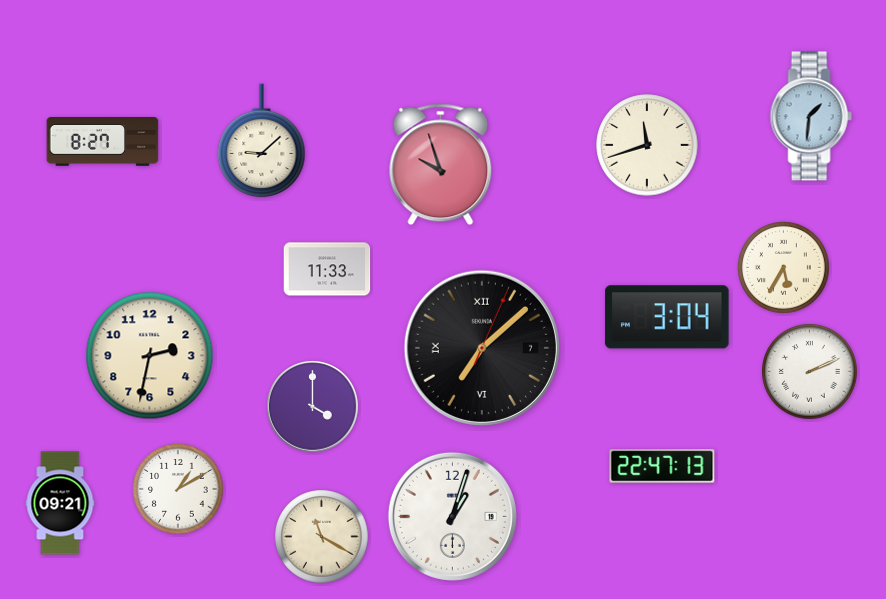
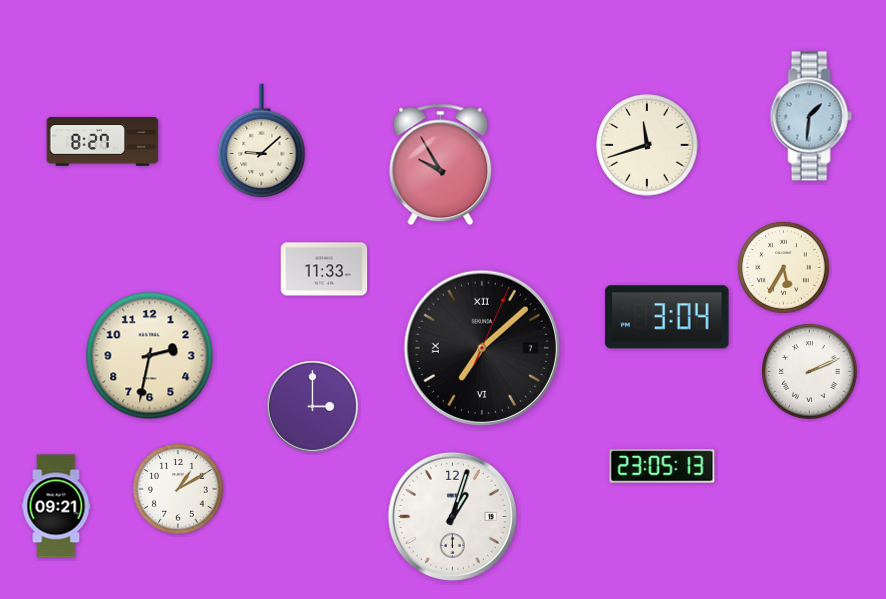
clock at (441, 165): 9:57 -> 9:55
clock at (327, 269) position: (327, 269) -> (324, 269)
clock at (313, 407): 4:00 -> 3:00
clock at (662, 466): 22:47 -> 23:05
clock at (60, 503) position: (60, 503) -> (56, 506)
clock at (322, 537): 11:20 -> none
